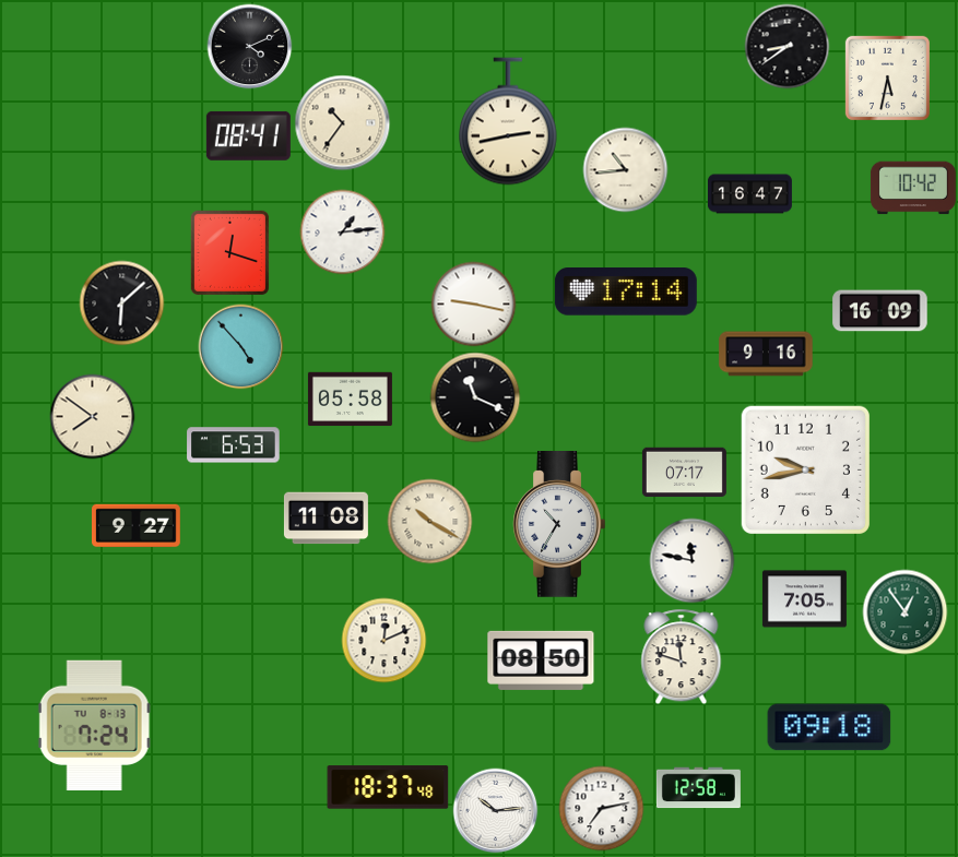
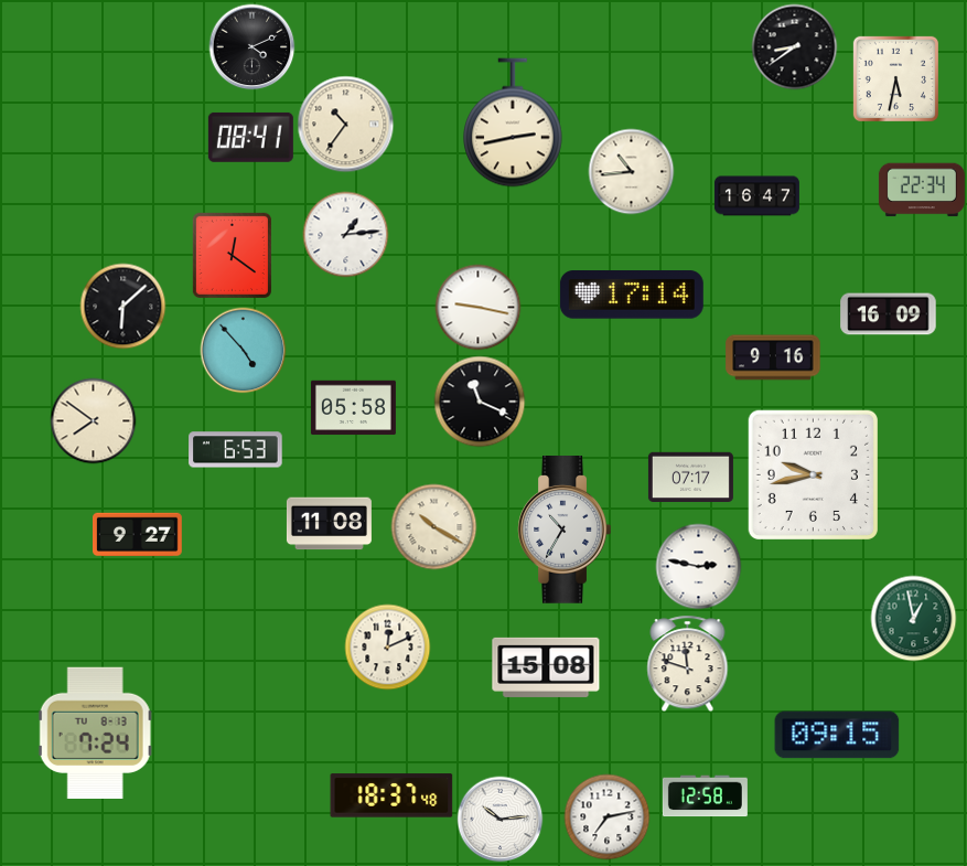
clock at (913, 188): 10:42 -> 22:34
clock at (229, 252): 12:18 -> 12:21
clock at (350, 400) position: (350, 400) -> (353, 408)
clock at (137, 526) position: (137, 526) -> (138, 535)
clock at (691, 560): 11:47 -> 2:47
clock at (804, 599): 7:05 -> none
clock at (904, 611): 12:54 -> 12:58
clock at (541, 660): 08:50 -> 15:08
clock at (829, 727): 09:18 -> 09:15
